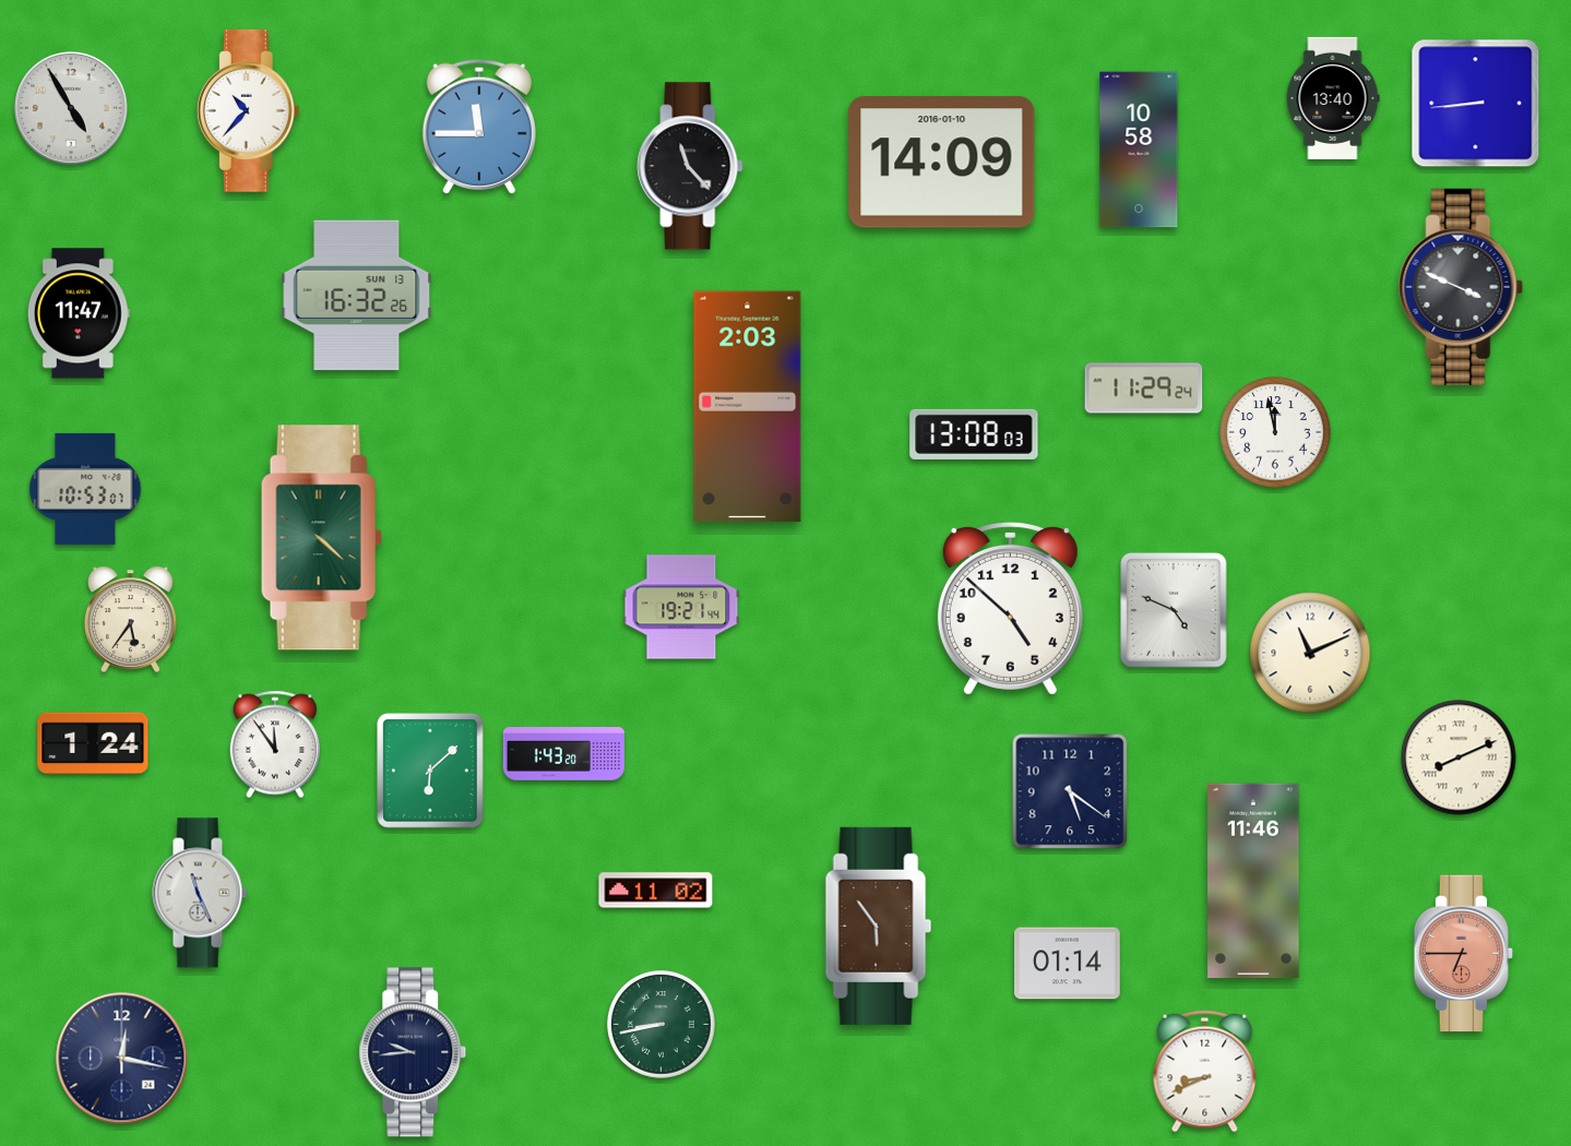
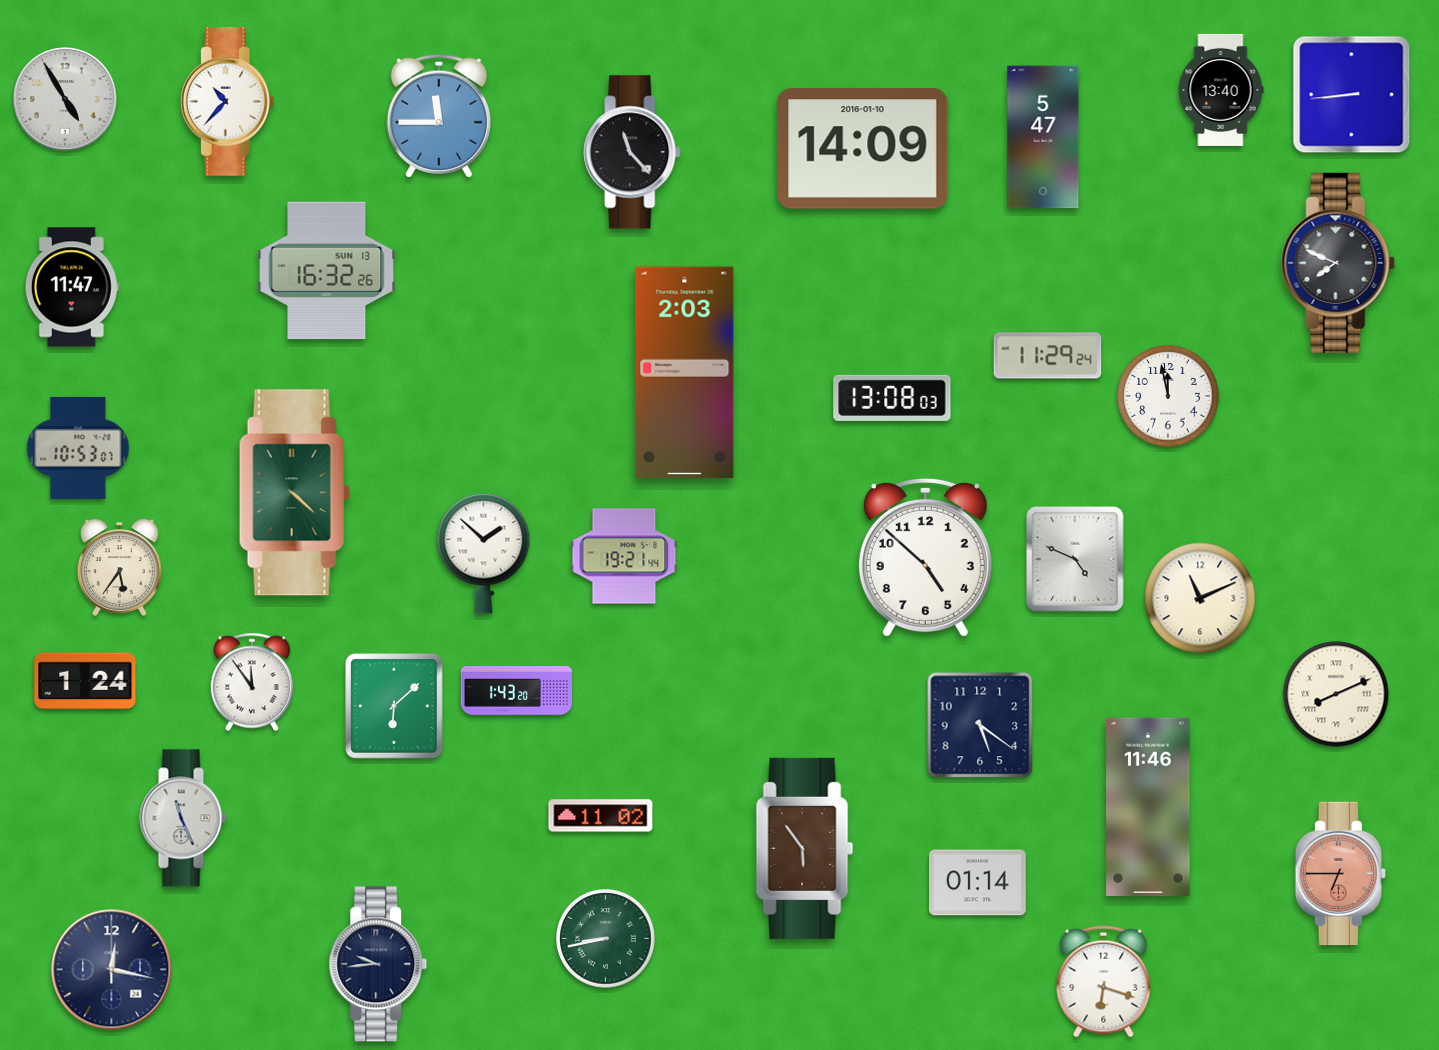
clock at (1139, 150): 10:58 -> 5:47
clock at (1461, 287): 3:49 -> 7:49
clock at (484, 553): none -> 1:52
clock at (1205, 1072): 8:41 -> 6:18
